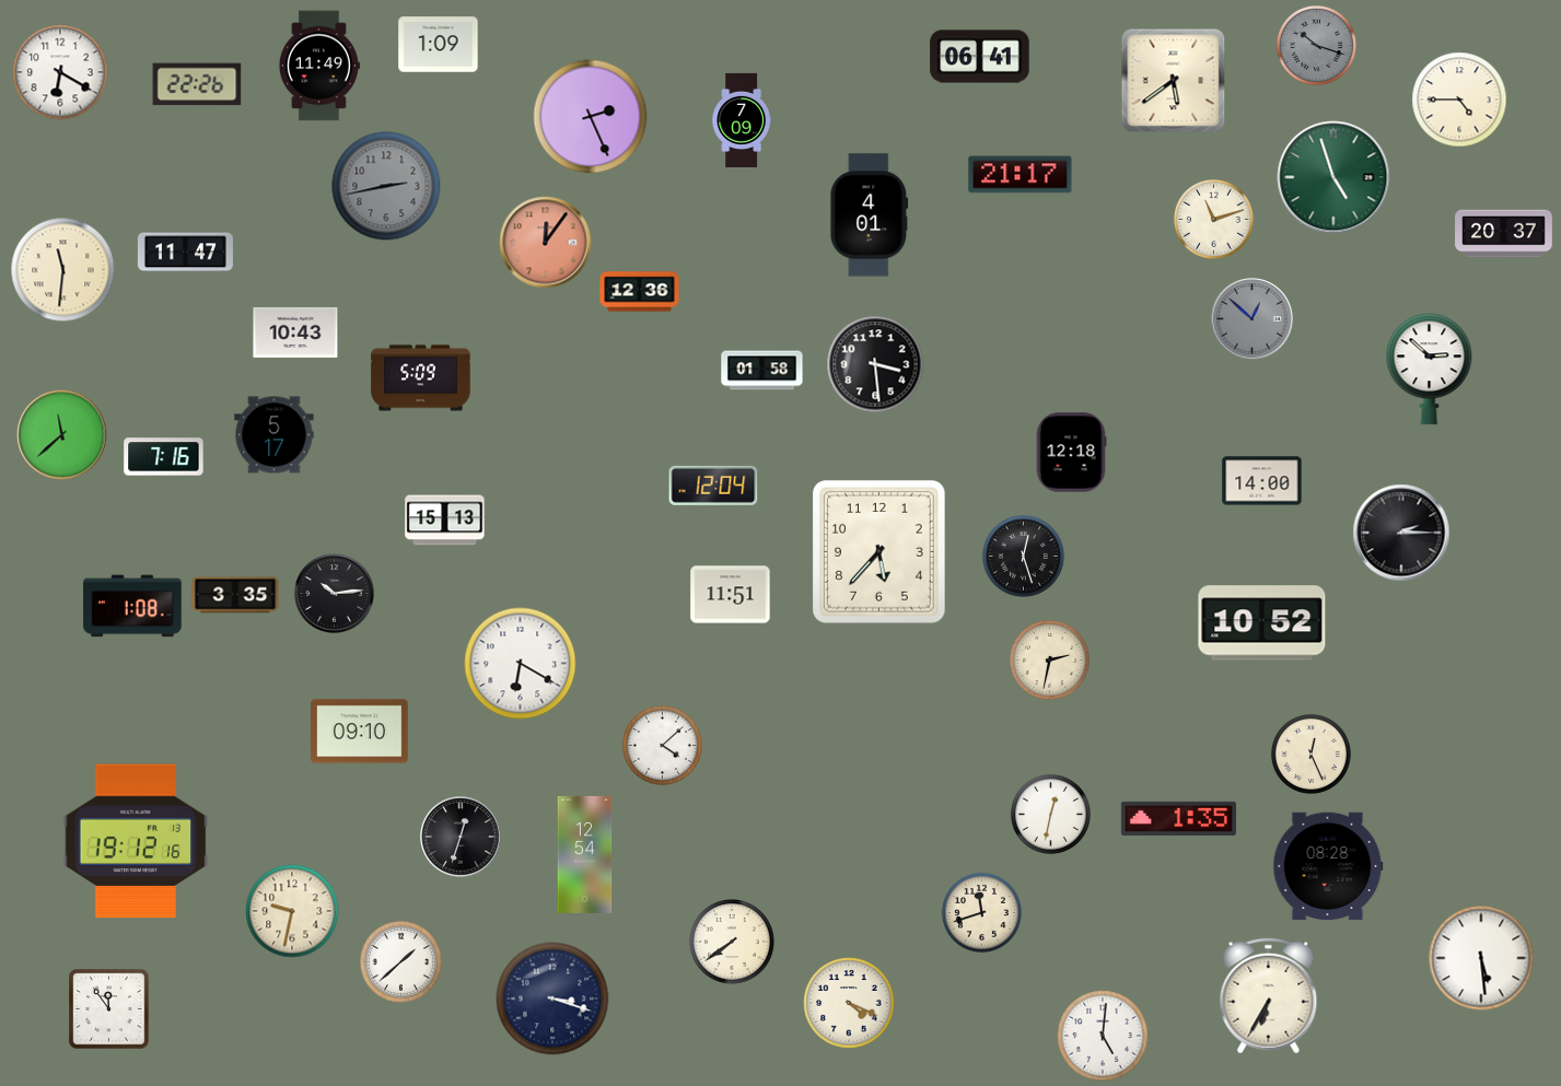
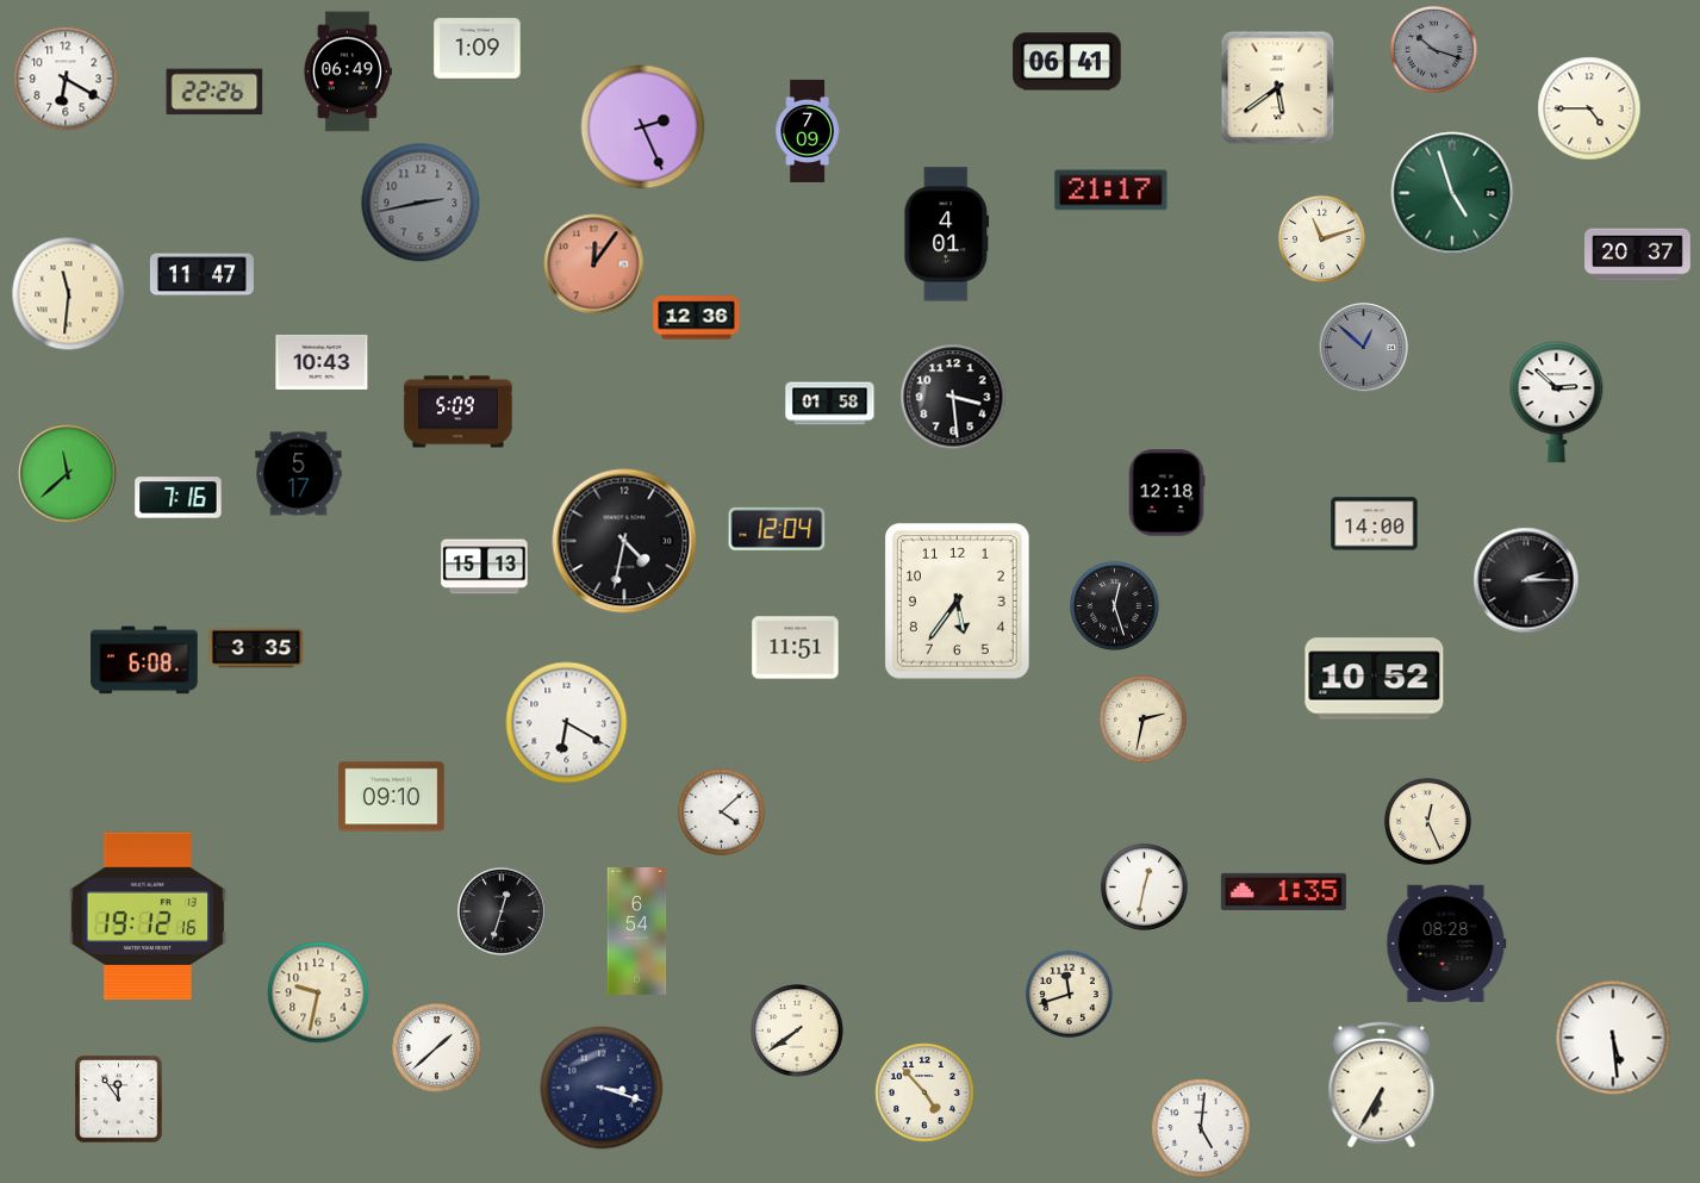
clock at (318, 66): 11:49 -> 06:49
clock at (624, 541): none -> 4:32
clock at (879, 552): 5:37 -> 5:36
clock at (335, 594): 10:14 -> none
clock at (132, 606): 1:08 -> 6:08
clock at (585, 854): 12:54 -> 6:54
clock at (732, 942) position: (732, 942) -> (797, 1031)
clock at (1481, 958) position: (1481, 958) -> (1613, 1038)
clock at (849, 1003): 4:19 -> 4:53
